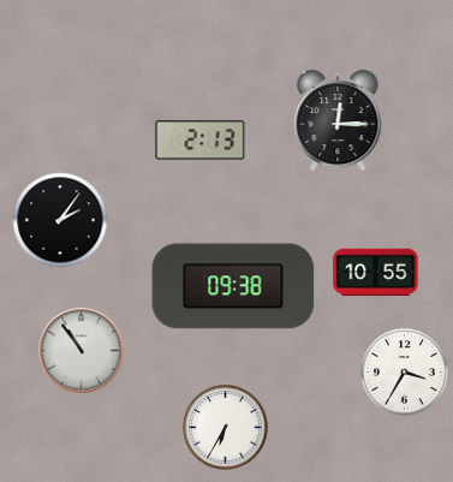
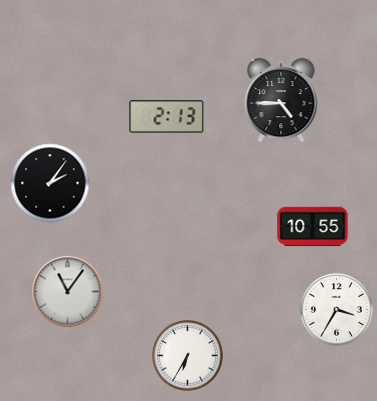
clock at (338, 120): 12:15 -> 4:45
clock at (233, 286): 09:38 -> none
clock at (82, 351): 10:54 -> 11:06
